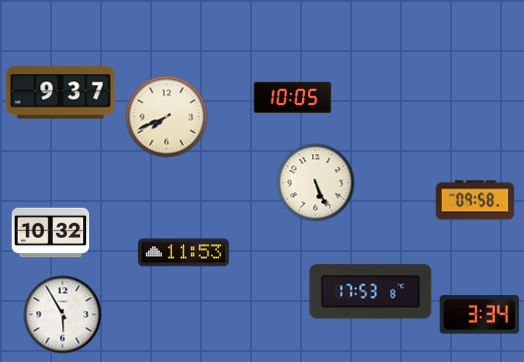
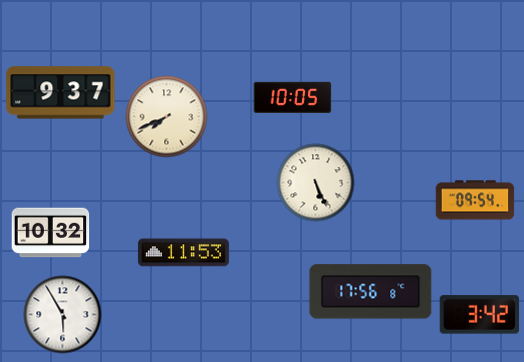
clock at (475, 200): 09:58 -> 09:54
clock at (371, 292): 17:53 -> 17:56
clock at (479, 315): 3:34 -> 3:42
